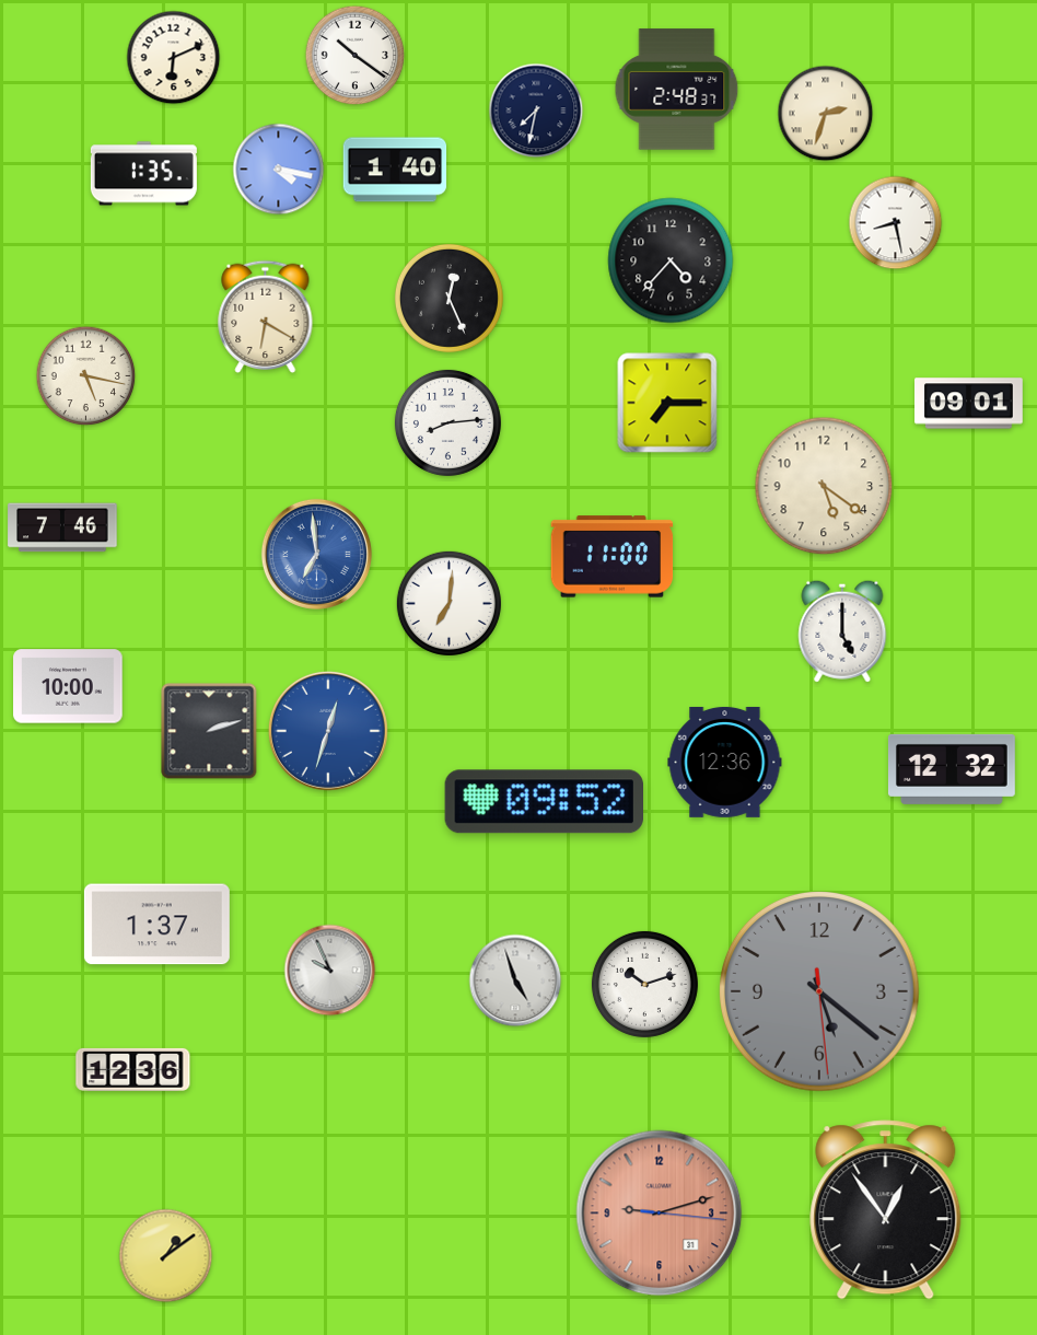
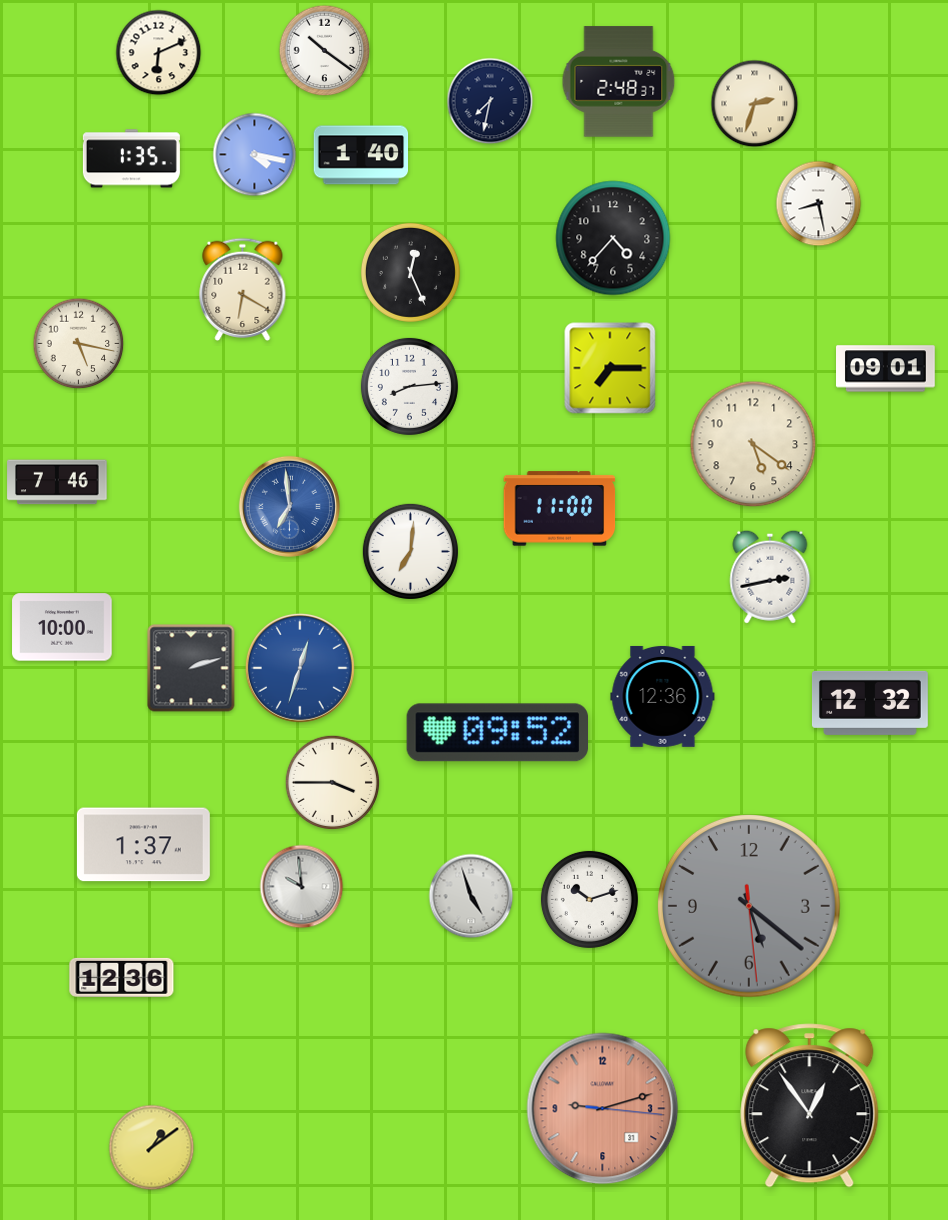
clock at (842, 631): 5:00 -> 2:43
clock at (332, 782): none -> 3:45
clock at (330, 971): 9:56 -> 9:59
